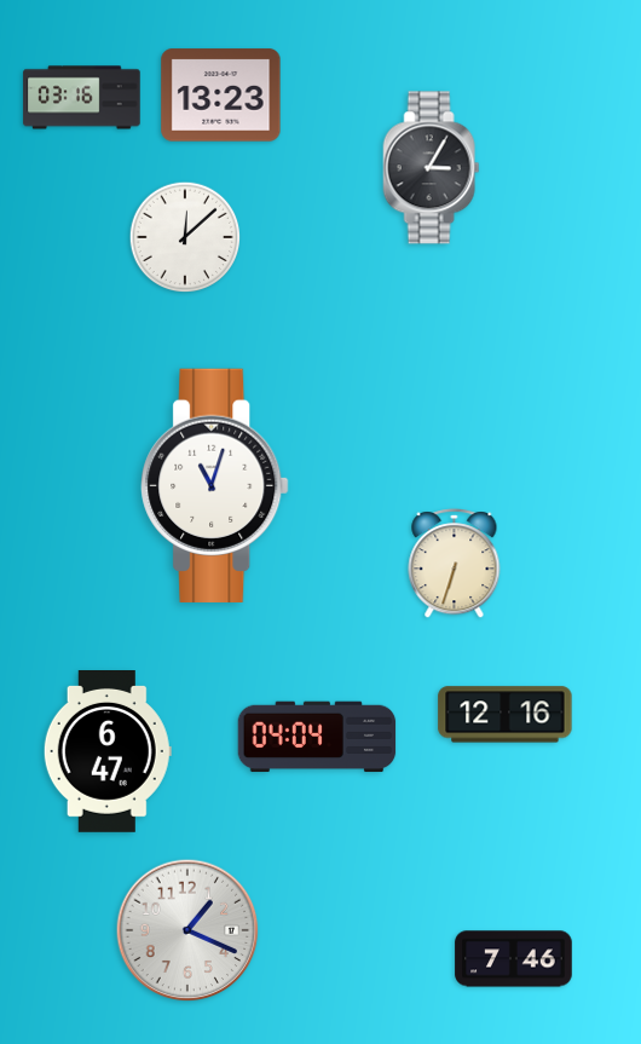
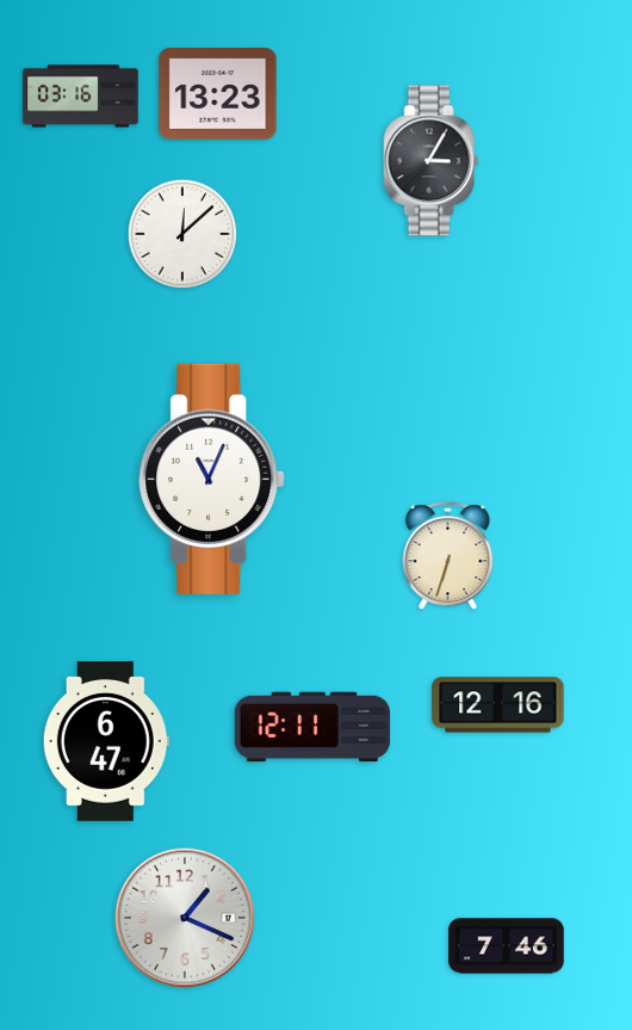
clock at (432, 168) position: (432, 168) -> (432, 161)
clock at (215, 485): 11:03 -> 11:04
clock at (317, 737): 04:04 -> 12:11
